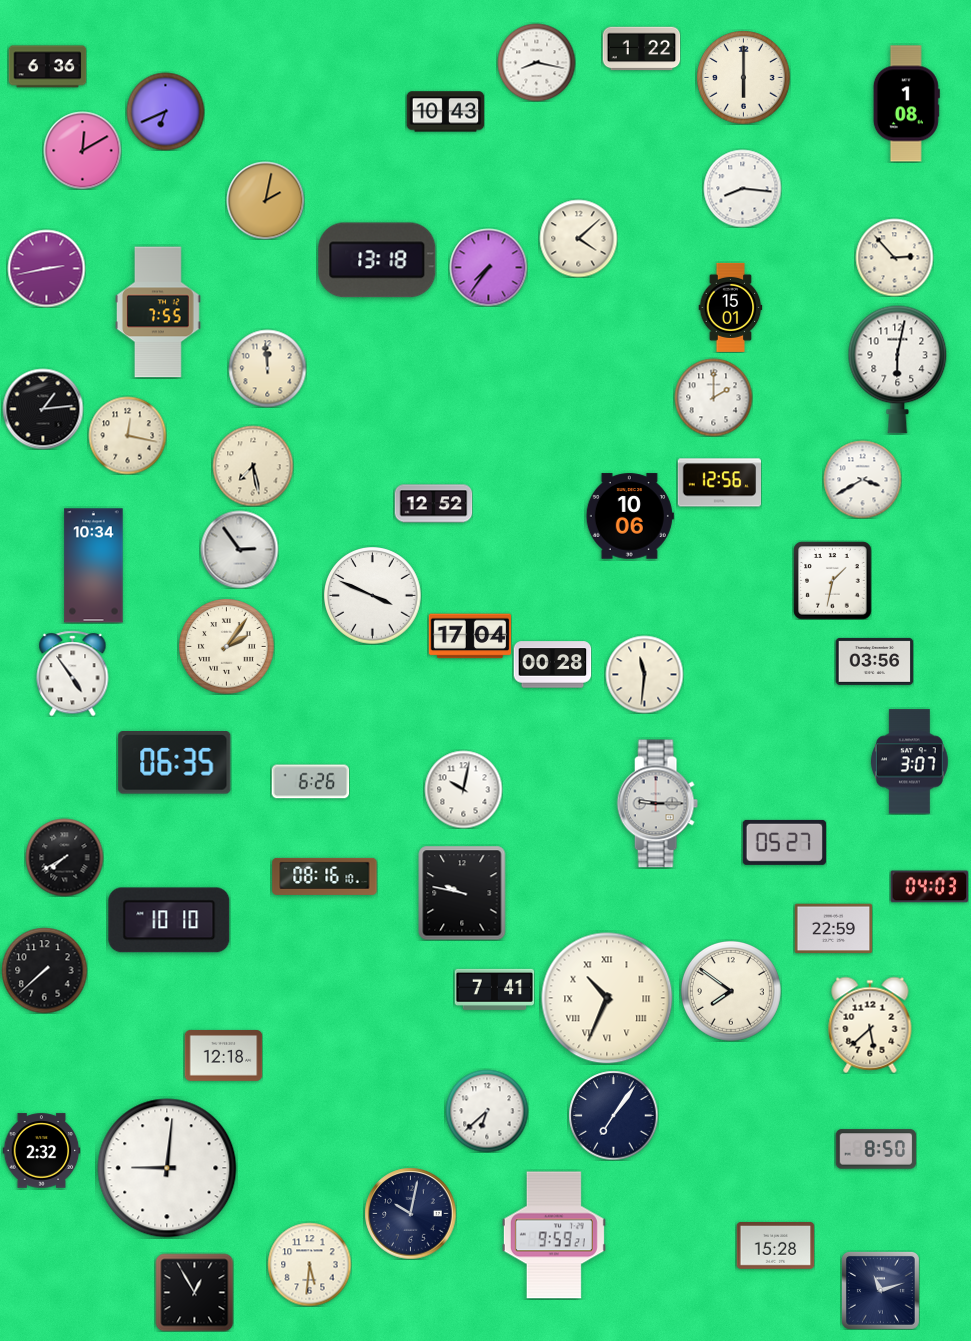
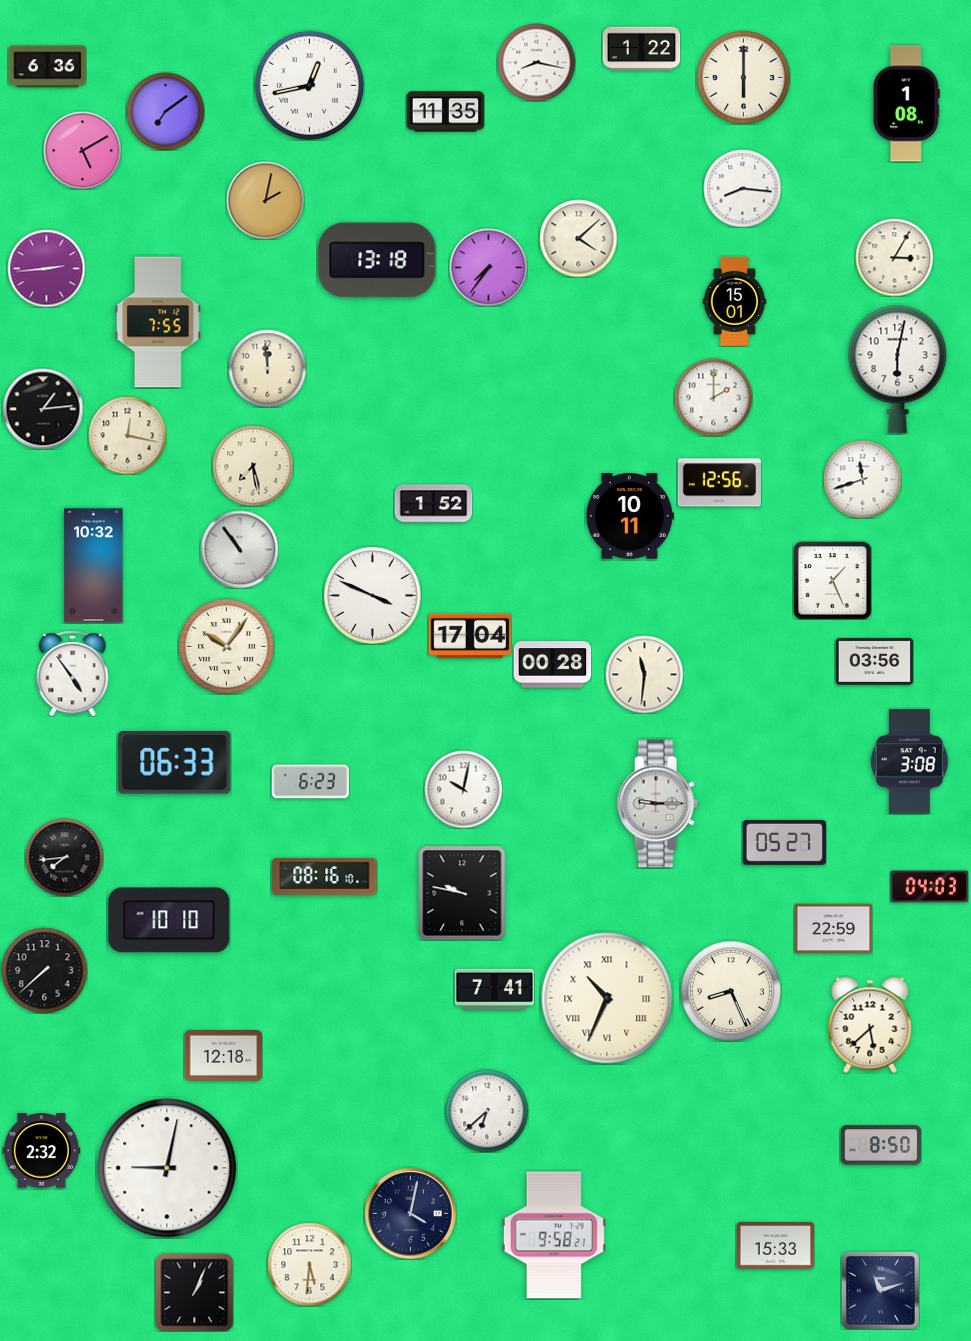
clock at (309, 85): none -> 12:43
clock at (165, 111): 6:41 -> 7:09
clock at (445, 112): 10:43 -> 11:35
clock at (82, 150): 12:10 -> 5:10
clock at (894, 257): 2:53 -> 3:05
clock at (46, 268): 2:43 -> 2:44
clock at (731, 307) position: (731, 307) -> (735, 301)
clock at (158, 312) position: (158, 312) -> (158, 322)
clock at (862, 479): 3:40 -> 11:42
clock at (433, 504): 12:52 -> 1:52
clock at (630, 516): 10:06 -> 10:11
clock at (239, 549): 2:54 -> 10:54
clock at (94, 566): 10:34 -> 10:32
clock at (832, 580): 1:32 -> 1:26
clock at (226, 646): 2:06 -> 10:06
clock at (909, 762): 3:07 -> 3:08
clock at (175, 763): 06:35 -> 06:33
clock at (310, 782): 6:26 -> 6:23
clock at (64, 857): 7:40 -> 7:44
clock at (731, 991): 7:51 -> 8:26
clock at (613, 1115): 7:06 -> none
clock at (876, 1149) position: (876, 1149) -> (881, 1145)
clock at (167, 1168): 9:01 -> 9:02
clock at (410, 1213): 10:02 -> 4:02
clock at (554, 1235): 9:59 -> 9:58
clock at (775, 1246): 15:28 -> 15:33
clock at (194, 1292): 12:55 -> 1:04
